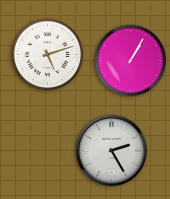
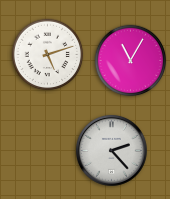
clock at (131, 61): 1:05 -> 11:05
clock at (111, 150): 2:25 -> 2:23
